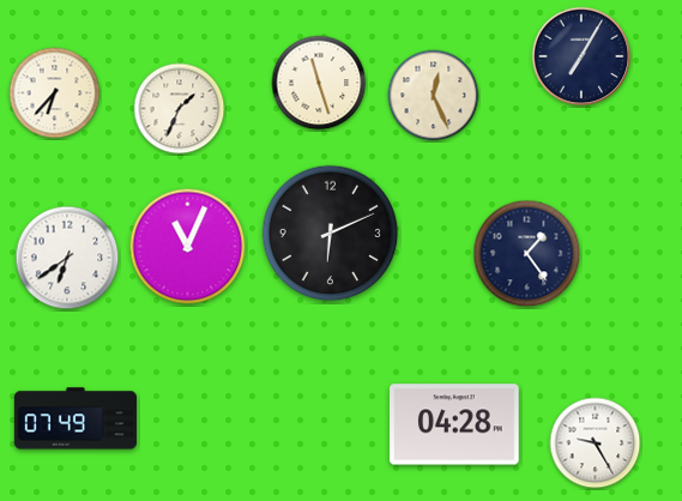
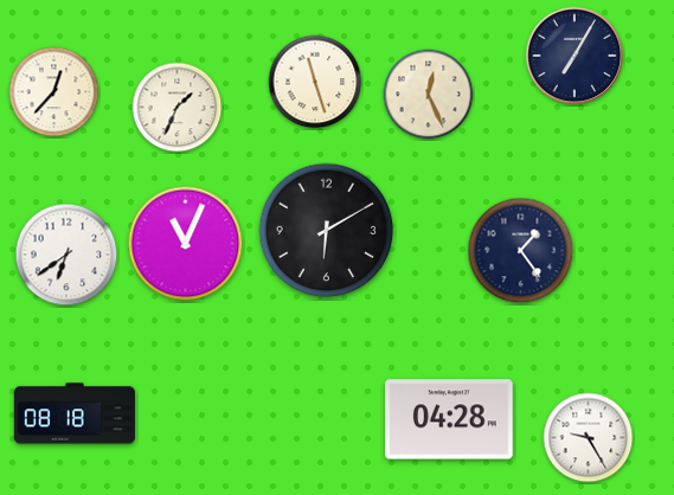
clock at (55, 93): 6:37 -> 12:37
clock at (331, 234): 6:11 -> 6:10
clock at (76, 418): 07:49 -> 08:18
